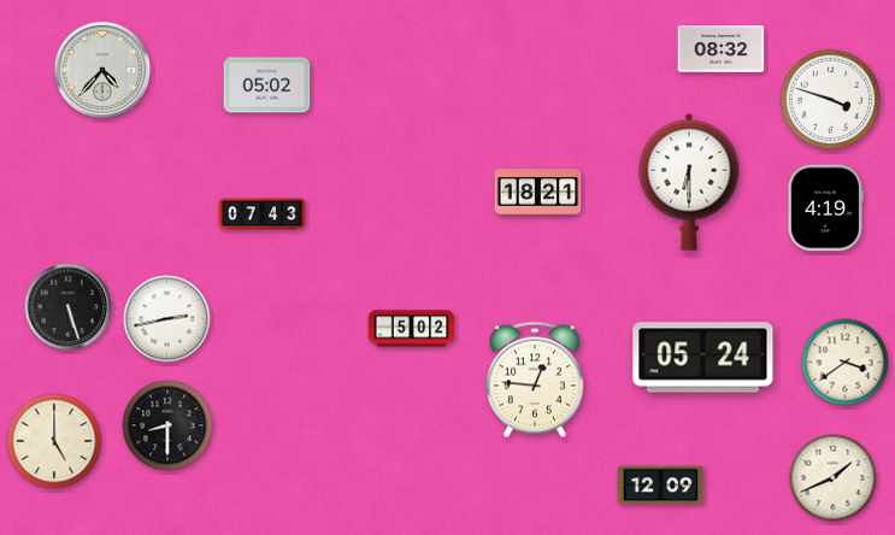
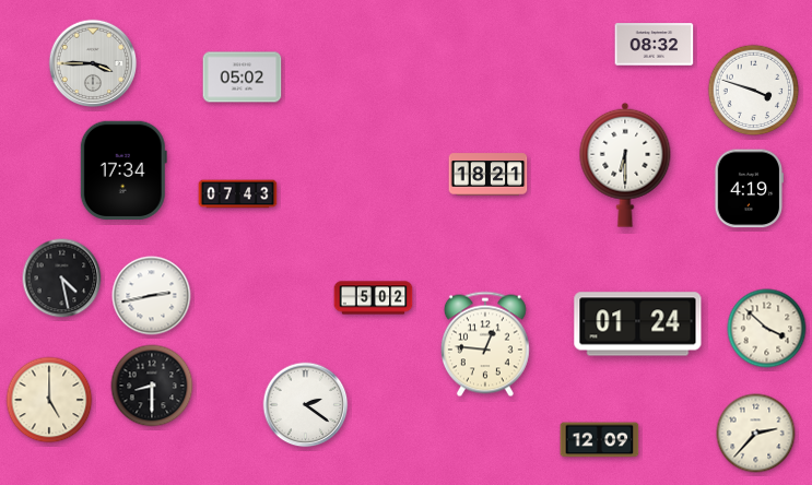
clock at (102, 70): 4:37 -> 3:45
clock at (123, 169): none -> 17:34
clock at (69, 307): 5:27 -> 4:28
clock at (167, 319) position: (167, 319) -> (152, 296)
clock at (703, 358): 05:24 -> 01:24
clock at (846, 363): 3:39 -> 3:52
clock at (306, 405): none -> 2:21
clock at (834, 478): 1:41 -> 2:37
